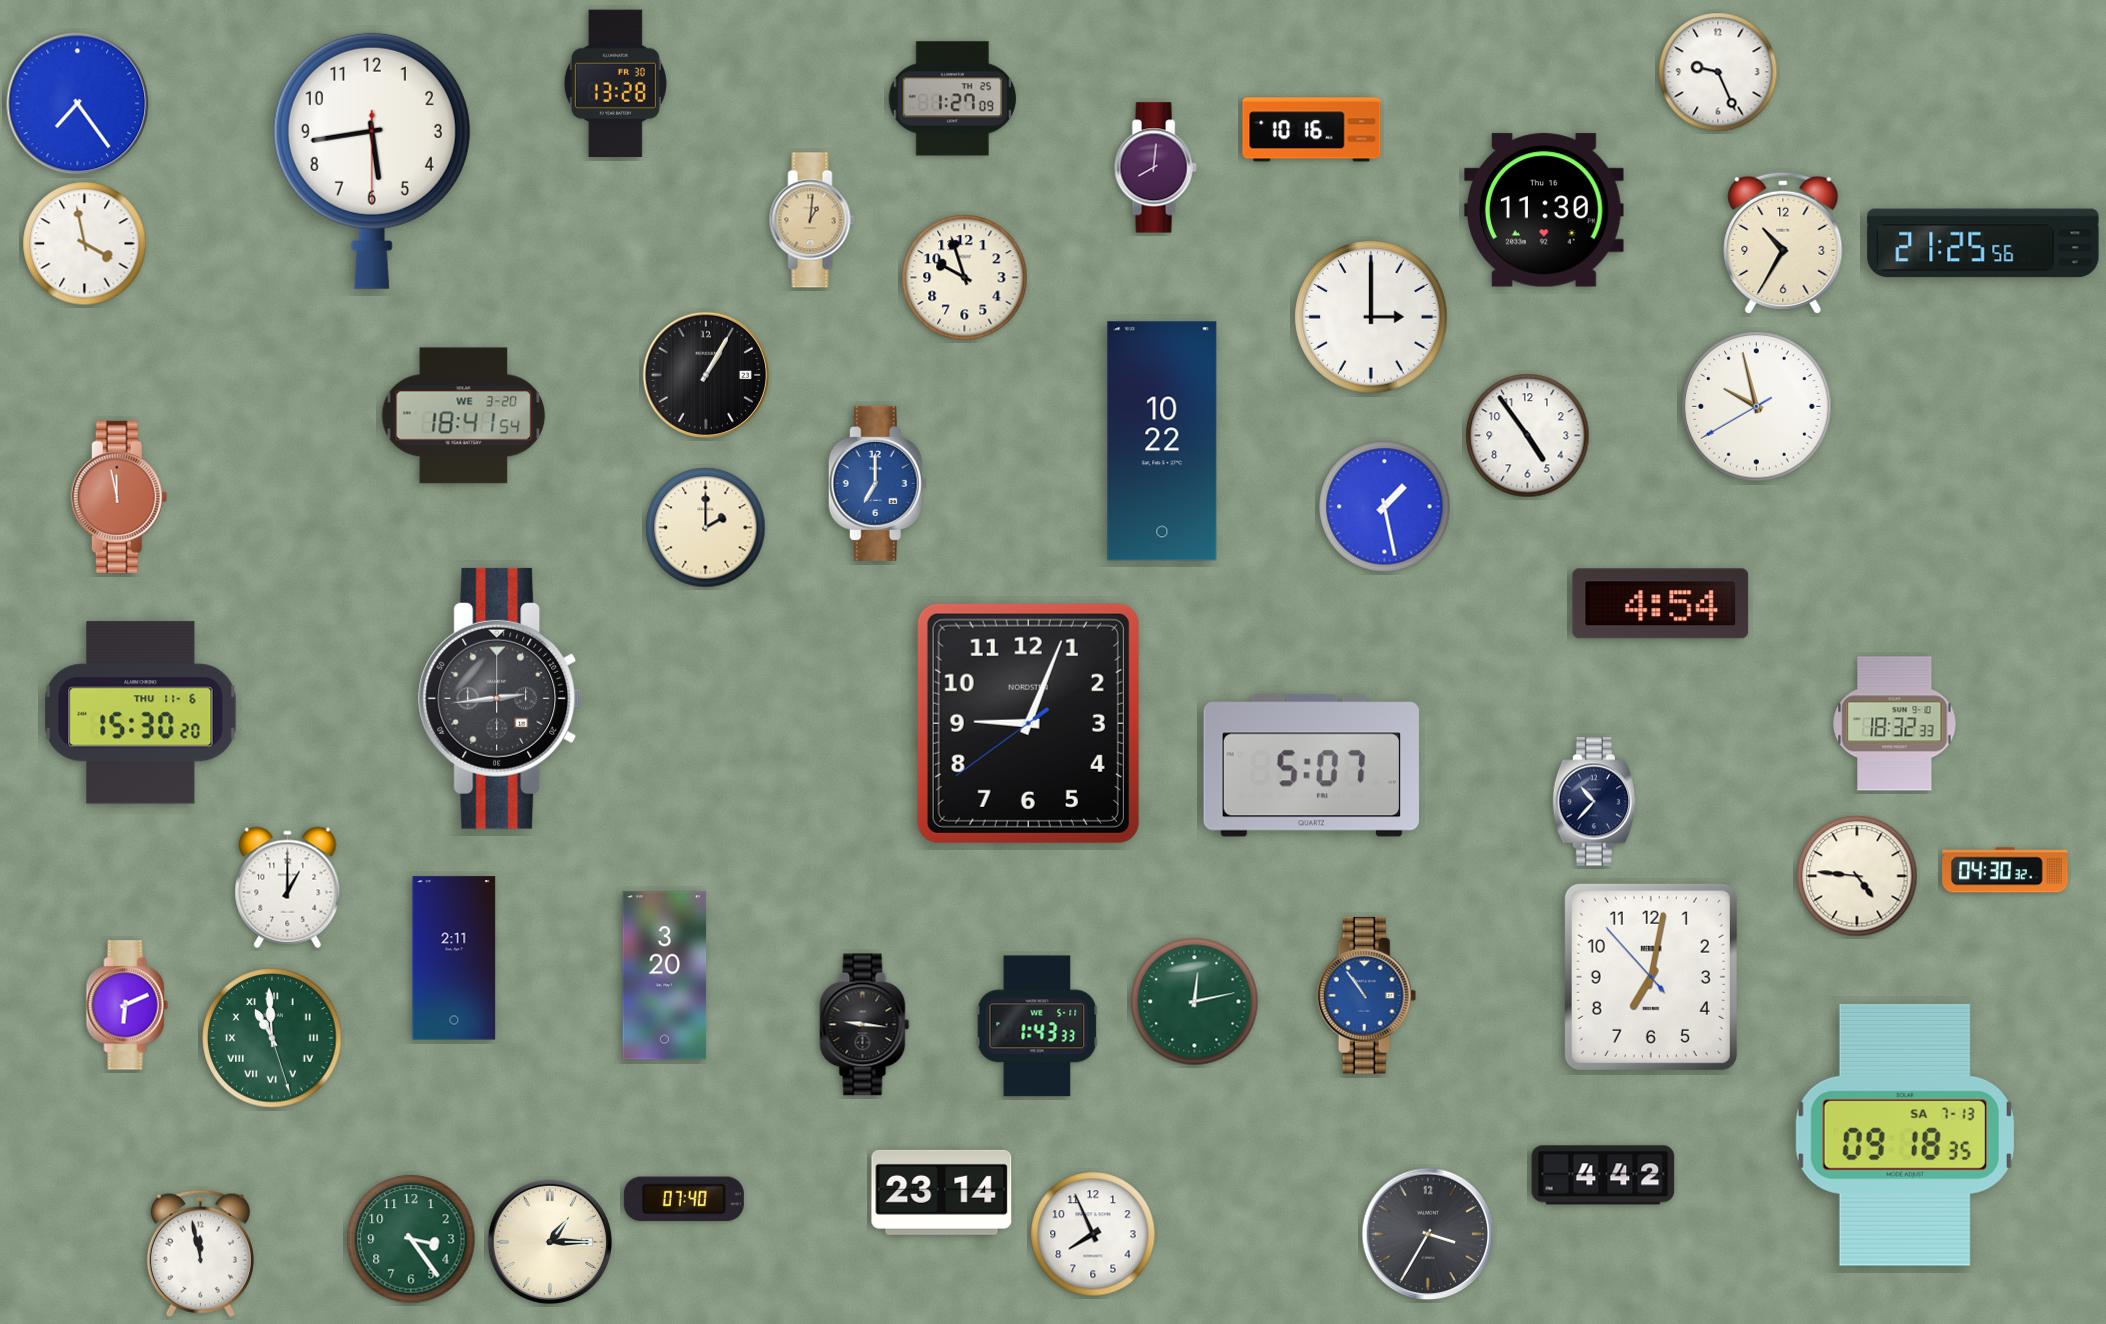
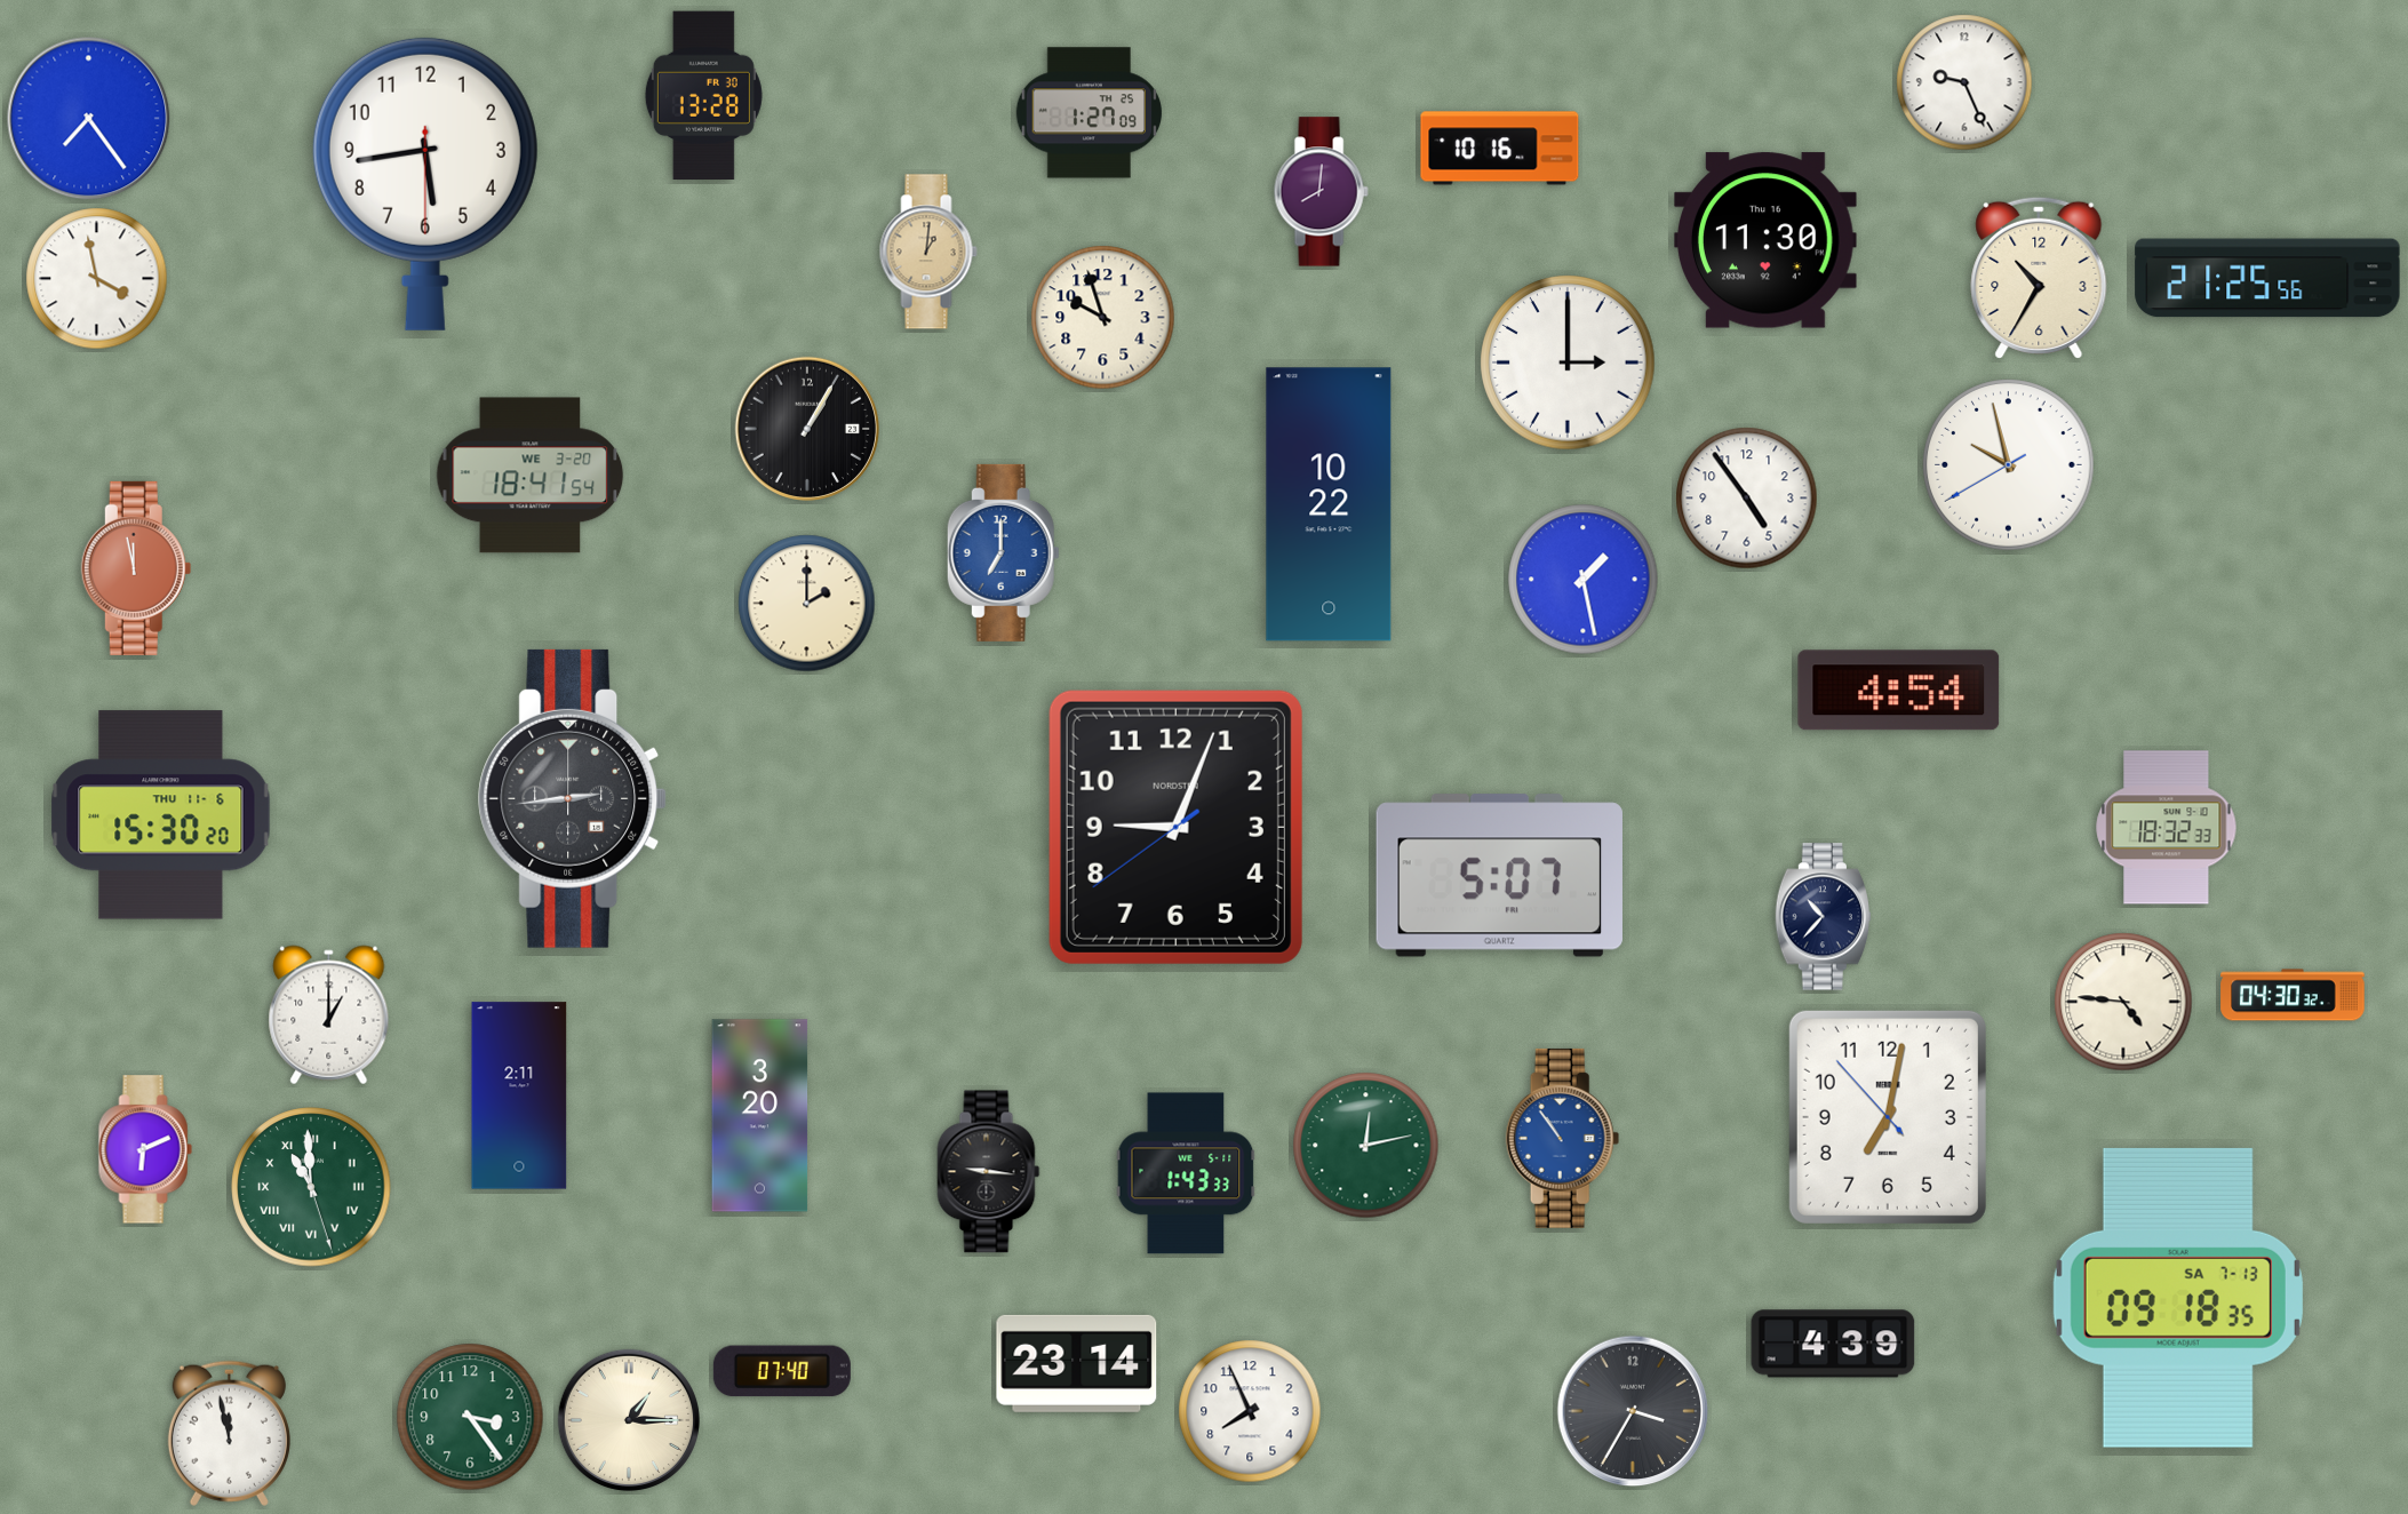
clock at (1603, 1175): 4:42 -> 4:39
